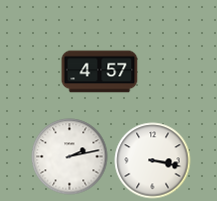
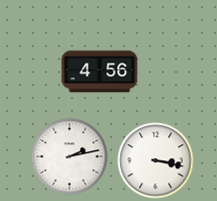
clock at (100, 72): 4:57 -> 4:56
clock at (153, 161) position: (153, 161) -> (156, 161)
